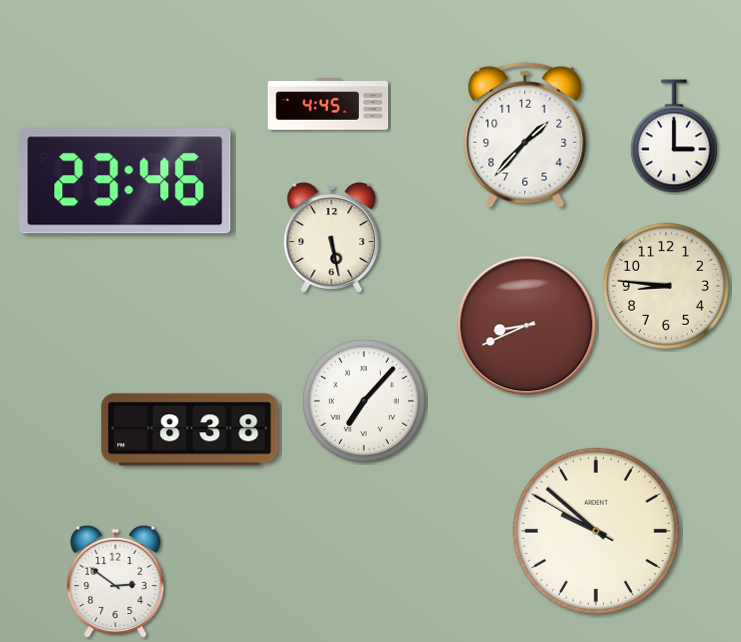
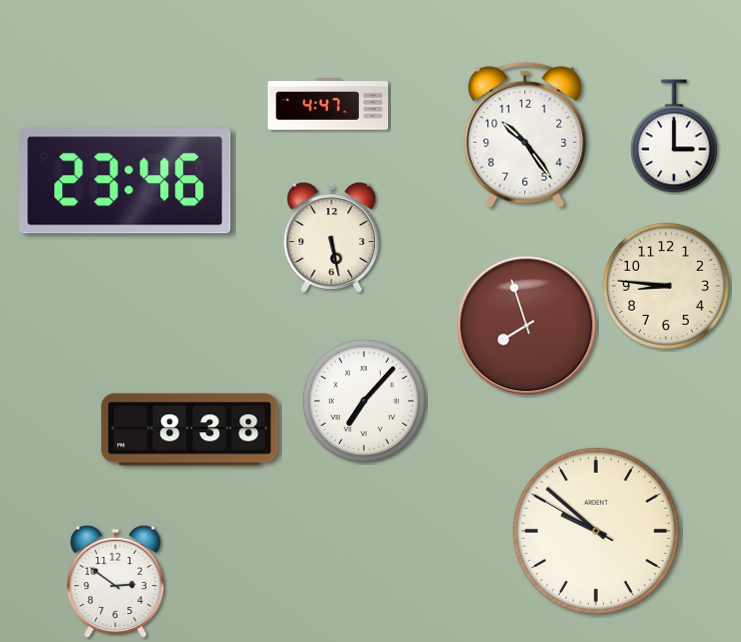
clock at (328, 104): 4:45 -> 4:47
clock at (525, 135): 1:37 -> 10:24
clock at (527, 326): 8:41 -> 7:57
